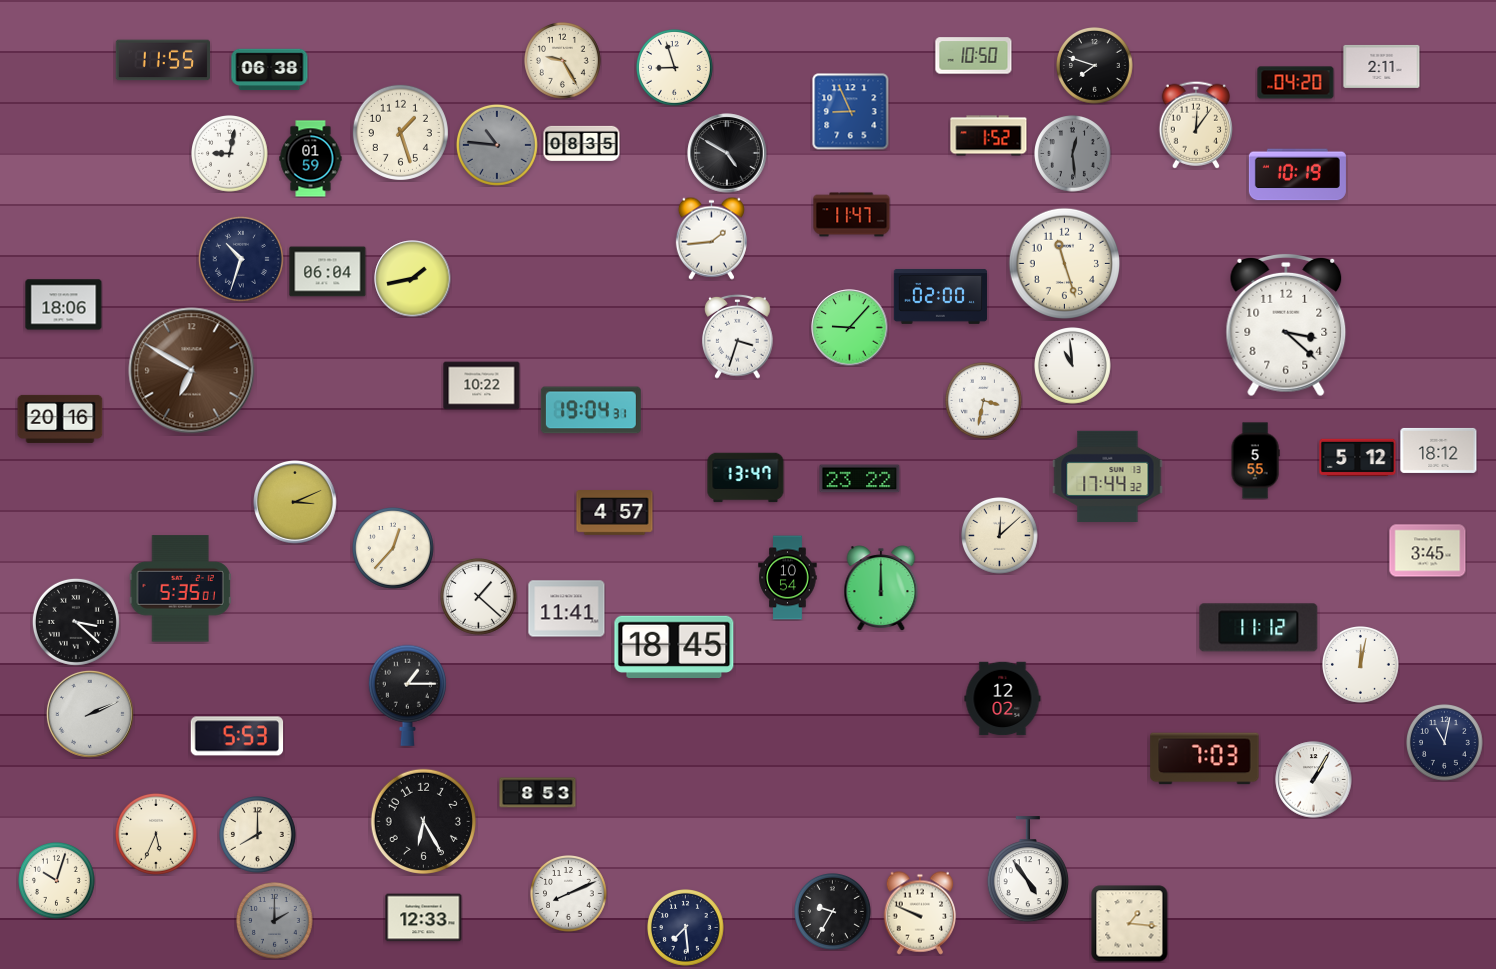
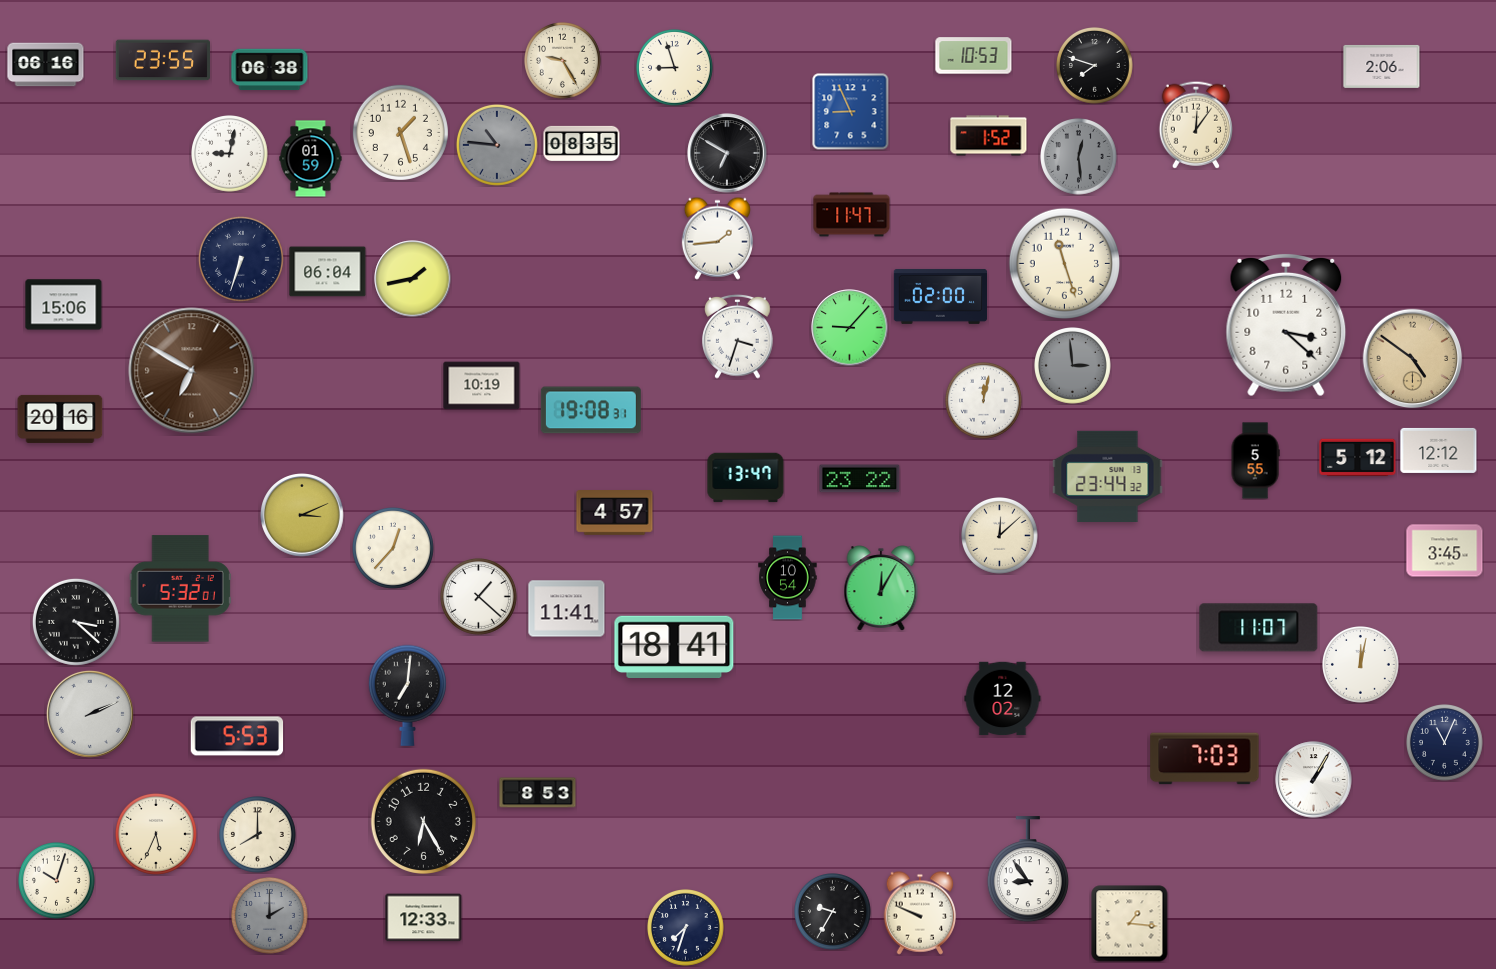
clock at (974, 56): 10:50 -> 10:53
clock at (162, 60): 11:55 -> 23:55
clock at (46, 65): none -> 06:16
clock at (1382, 66): 2:11 -> 2:06
clock at (1296, 83): 04:20 -> none
clock at (727, 153): 4:50 -> 6:50
clock at (1073, 154) position: (1073, 154) -> (1079, 157)
clock at (1297, 175): 10:19 -> none
clock at (711, 238) position: (711, 238) -> (717, 238)
clock at (241, 259): 10:33 -> 6:33
clock at (64, 305): 18:06 -> 15:06
clock at (1413, 359): none -> 4:51
clock at (1073, 366): 10:59 -> 2:59
clock at (1073, 366) dial: white -> grey
clock at (482, 386): 10:22 -> 10:19
clock at (984, 401): 3:32 -> 12:02
clock at (591, 410): 19:04 -> 19:08
clock at (1439, 450): 18:12 -> 12:12
clock at (1108, 476): 17:44 -> 23:44
clock at (296, 503) position: (296, 503) -> (303, 516)
clock at (1428, 551) position: (1428, 551) -> (1445, 551)
clock at (881, 588): 12:00 -> 12:05
clock at (180, 589): 5:35 -> 5:32
clock at (1259, 628): 11:12 -> 11:07
clock at (674, 646): 18:45 -> 18:41
clock at (407, 695): 1:15 -> 7:01
clock at (1445, 743): 11:02 -> 11:04
clock at (1028, 870): 4:54 -> 8:54
clock at (569, 894): 8:11 -> none
clock at (275, 921) position: (275, 921) -> (270, 916)
clock at (686, 928): 7:29 -> 7:33
